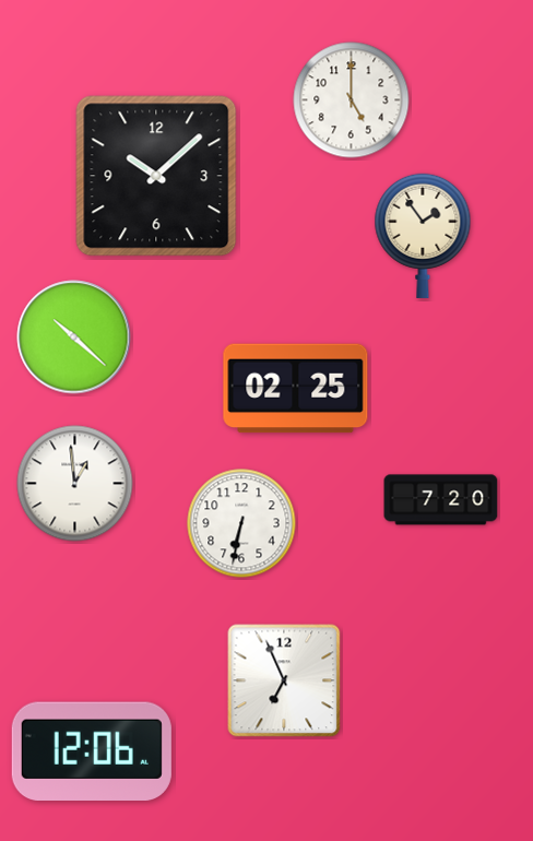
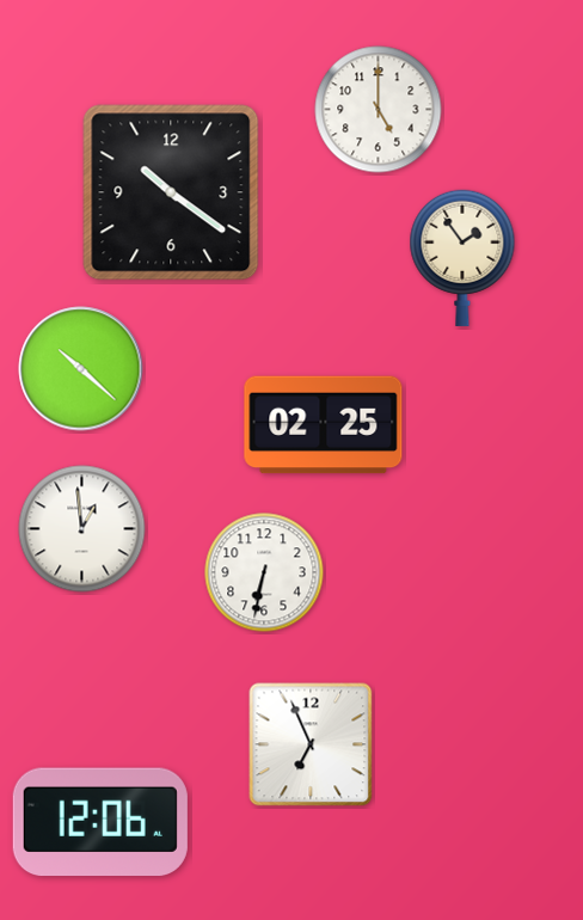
clock at (352, 100) position: (352, 100) -> (379, 110)
clock at (156, 176): 10:08 -> 10:21
clock at (441, 500): 7:20 -> none
